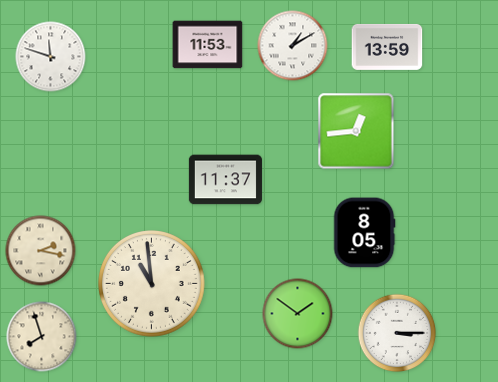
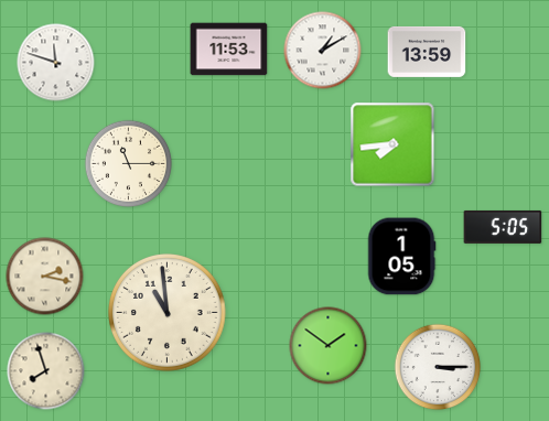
clock at (356, 131): 12:44 -> 7:44
clock at (128, 163): none -> 11:15
clock at (225, 180): 11:37 -> none
clock at (503, 227): none -> 5:05
clock at (364, 233): 8:05 -> 1:05
